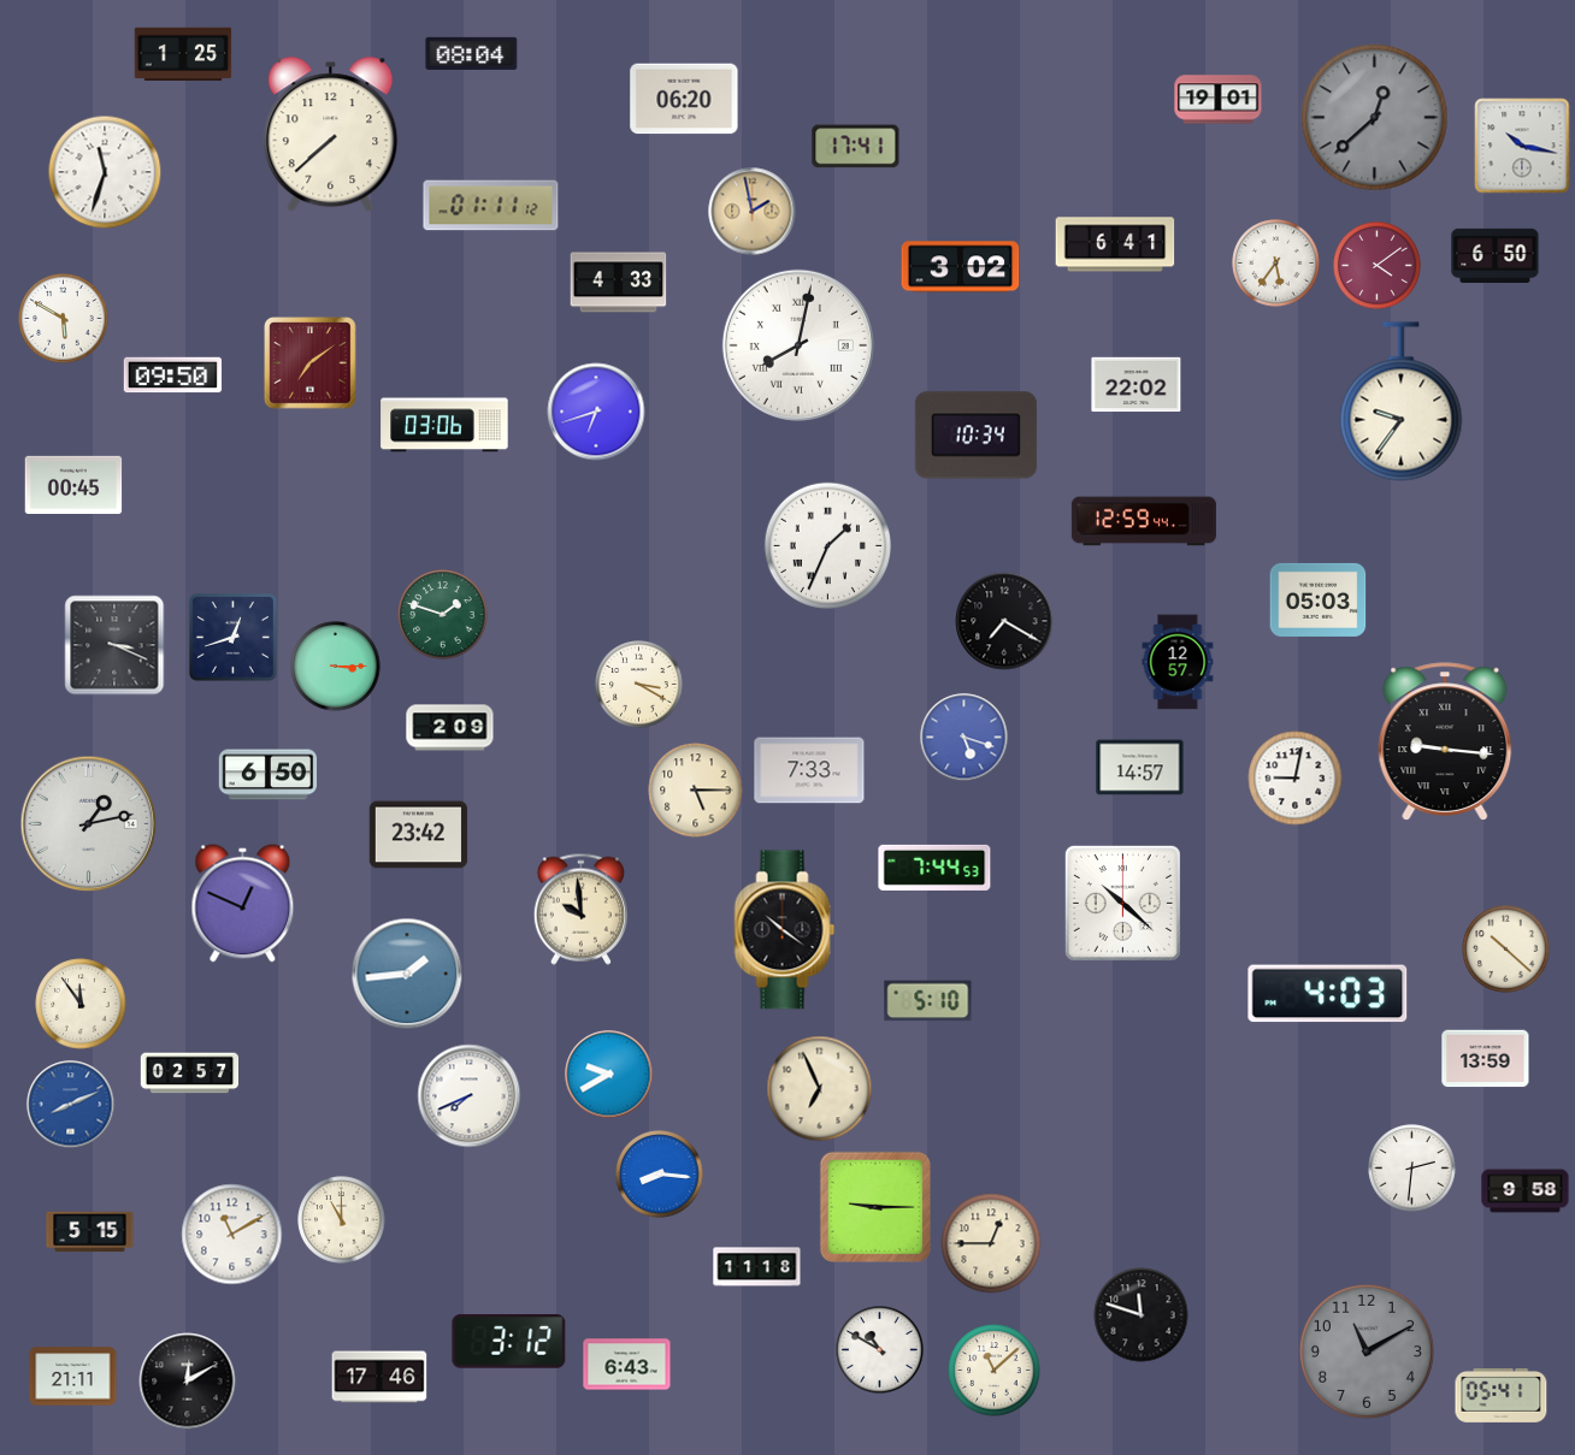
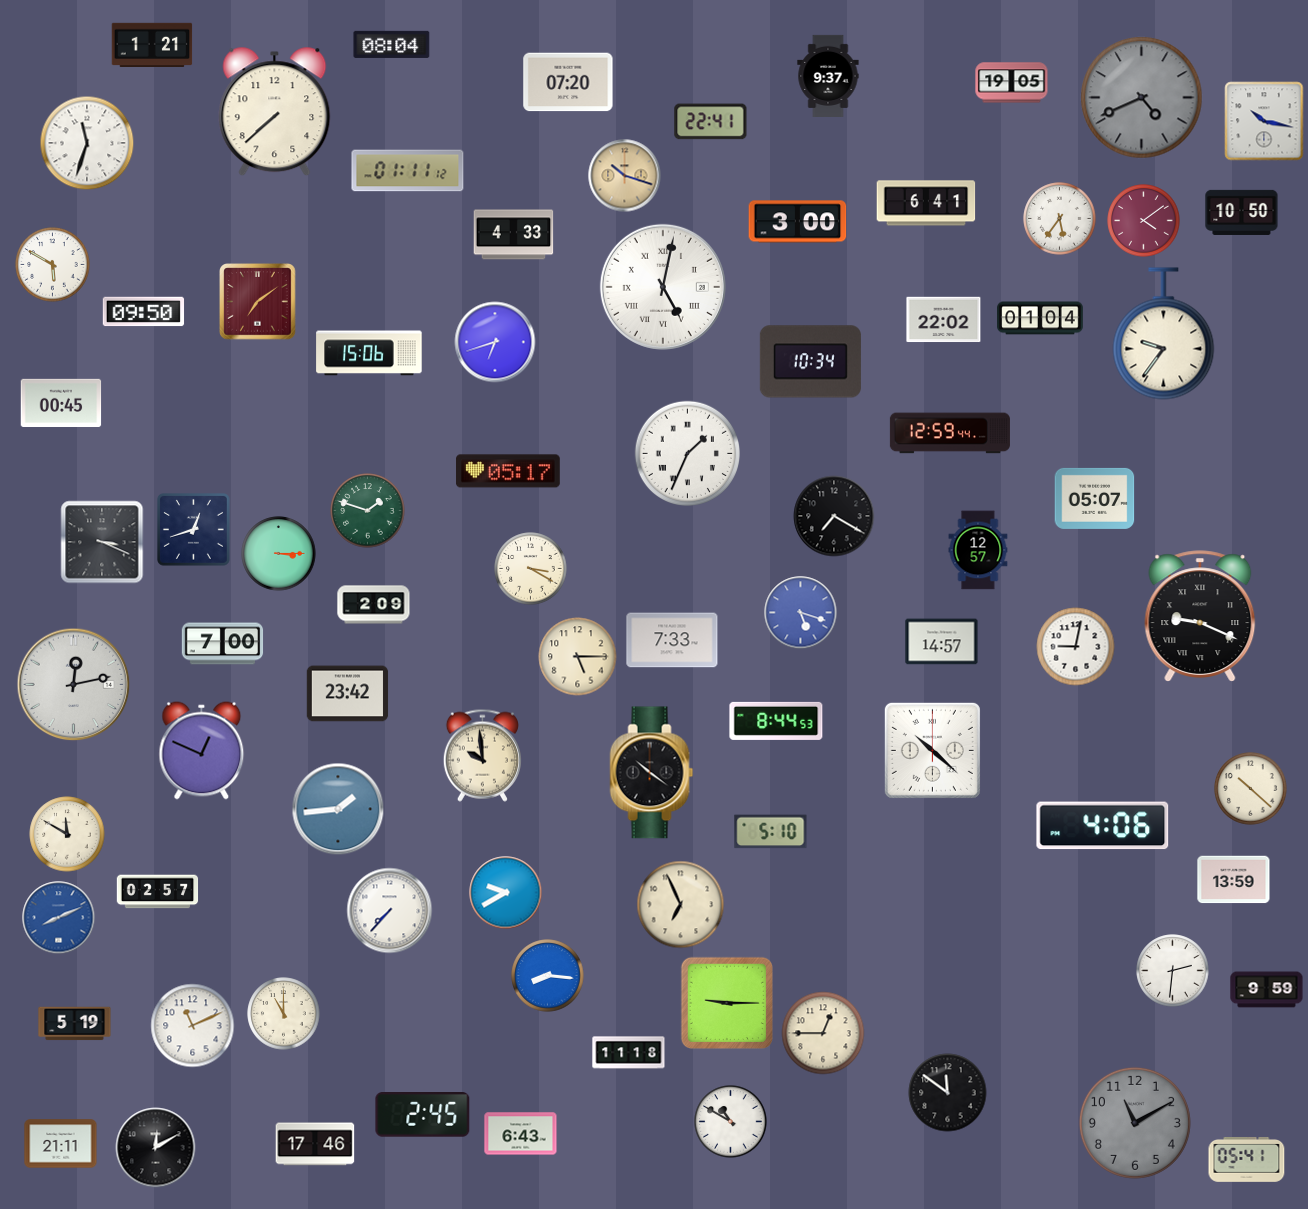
clock at (183, 53): 1:25 -> 1:21
clock at (828, 75): none -> 9:37
clock at (684, 99): 06:20 -> 07:20
clock at (1219, 100): 19:01 -> 19:05
clock at (1375, 118): 12:38 -> 4:41
clock at (856, 147): 17:41 -> 22:41
clock at (753, 212): 1:58 -> 10:18
clock at (1496, 255): 6:50 -> 10:50
clock at (961, 267): 3:02 -> 3:00
clock at (798, 345): 8:02 -> 5:02
clock at (1040, 318): none -> 01:04
clock at (444, 425): 03:06 -> 15:06
clock at (509, 471): none -> 05:17
clock at (1319, 599): 05:03 -> 05:07
clock at (114, 645) position: (114, 645) -> (102, 542)
clock at (1445, 741): 9:16 -> 9:19
clock at (1140, 768) position: (1140, 768) -> (942, 642)
clock at (269, 775): 6:50 -> 7:00
clock at (89, 824): 1:13 -> 12:13
clock at (934, 868): 7:44 -> 8:44
clock at (1328, 994): 4:03 -> 4:06
clock at (81, 1004): 11:54 -> 11:50
clock at (470, 1096): 7:41 -> 7:37
clock at (1526, 1191): 9:58 -> 9:59
clock at (90, 1232): 5:15 -> 5:19
clock at (232, 1235): 11:10 -> 11:11
clock at (1142, 1315): 11:48 -> 11:51
clock at (509, 1342): 3:12 -> 2:45
clock at (995, 1371): 11:08 -> none
